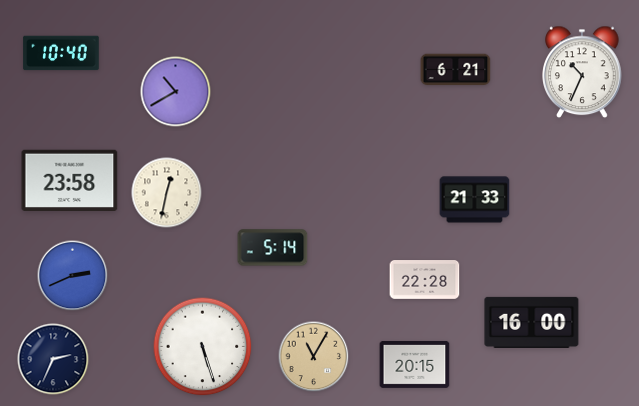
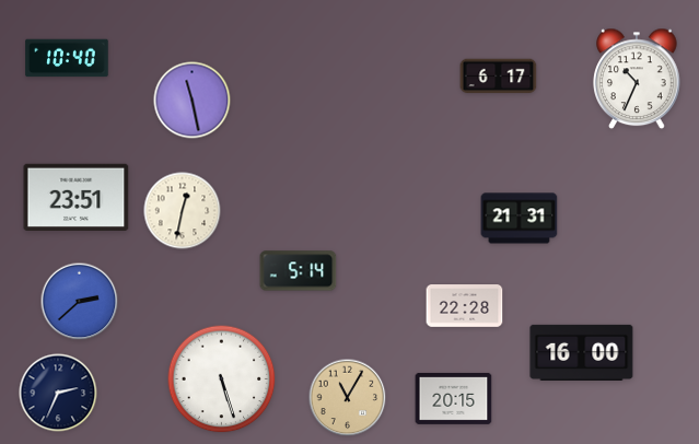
clock at (456, 70): 6:21 -> 6:17
clock at (176, 92): 10:40 -> 11:28
clock at (70, 180): 23:58 -> 23:51
clock at (475, 200): 21:33 -> 21:31
clock at (73, 276): 2:41 -> 2:38
clock at (314, 357) position: (314, 357) -> (348, 398)
